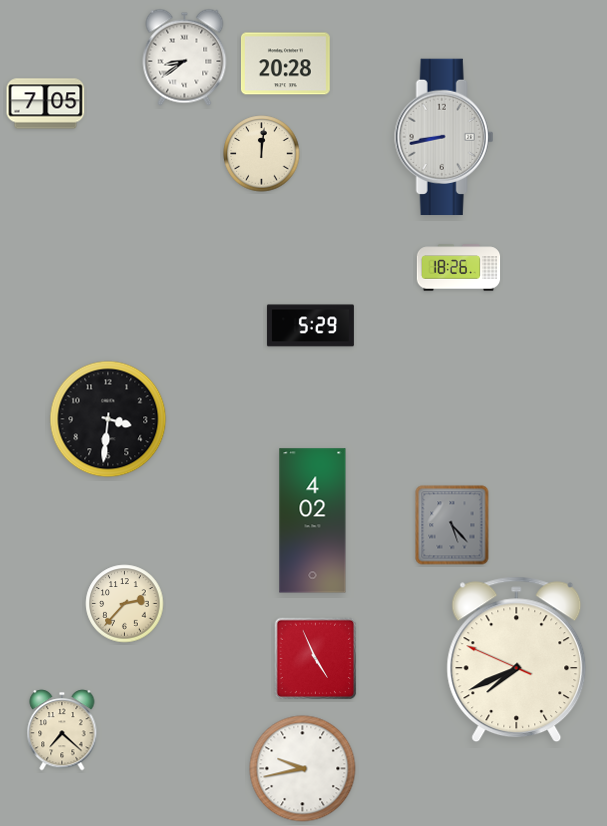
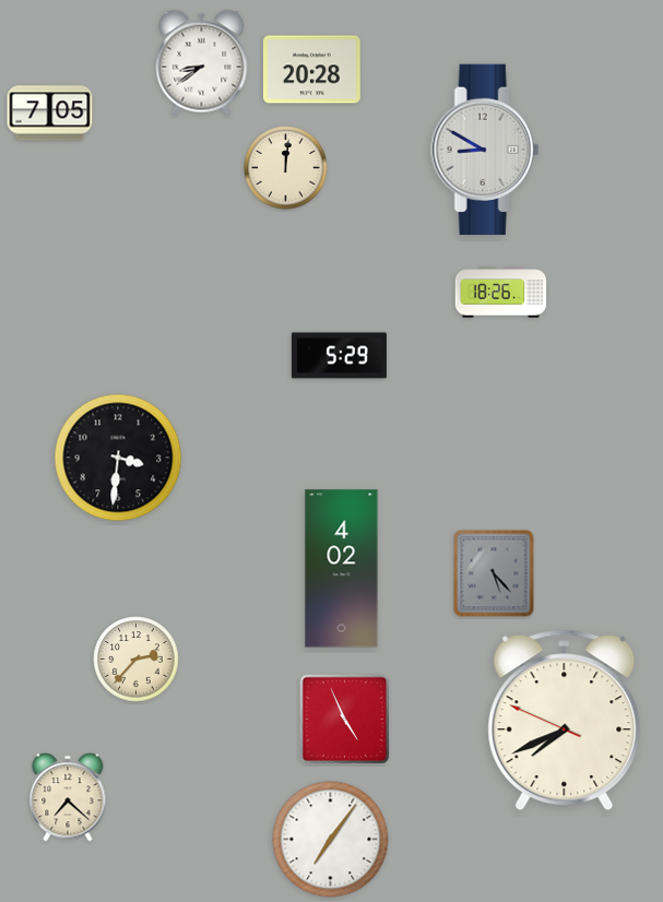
clock at (444, 137): 8:43 -> 8:50
clock at (303, 769): 9:43 -> 7:06
